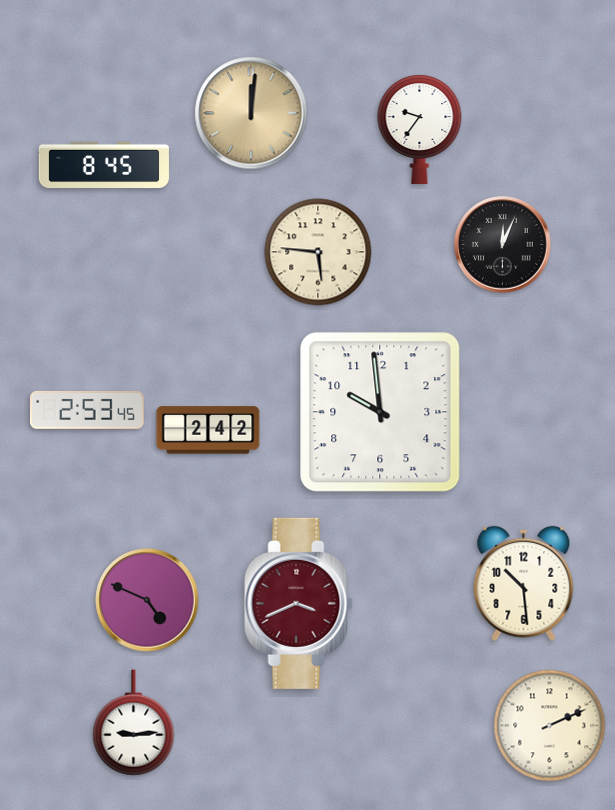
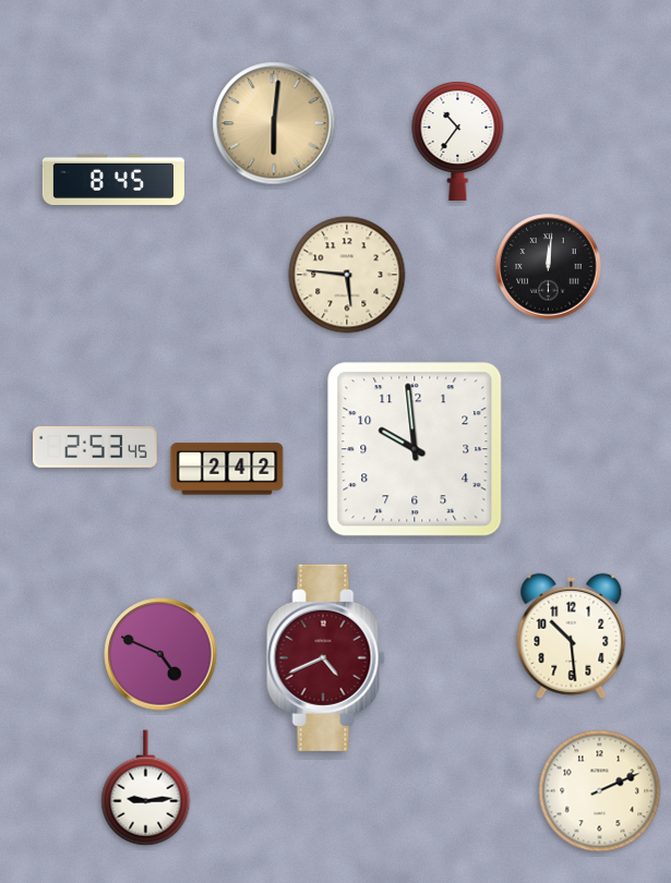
clock at (251, 113): 12:01 -> 6:01
clock at (420, 130): 9:36 -> 10:36
clock at (503, 245): 12:04 -> 12:01
clock at (299, 603): 3:41 -> 4:41
